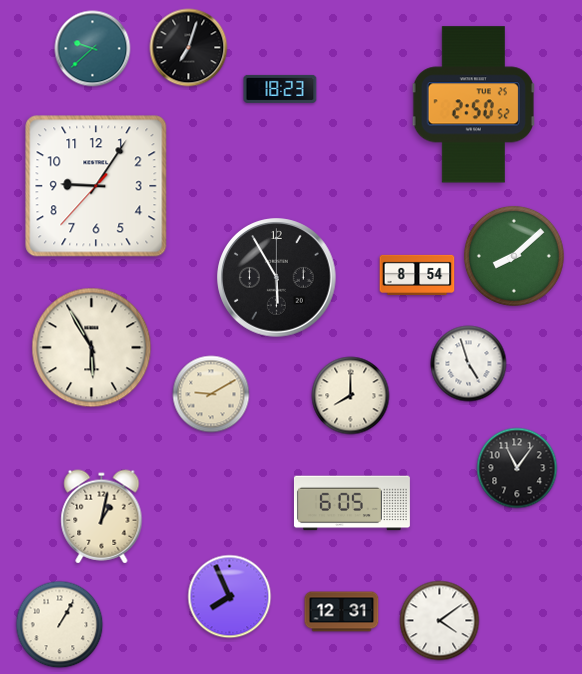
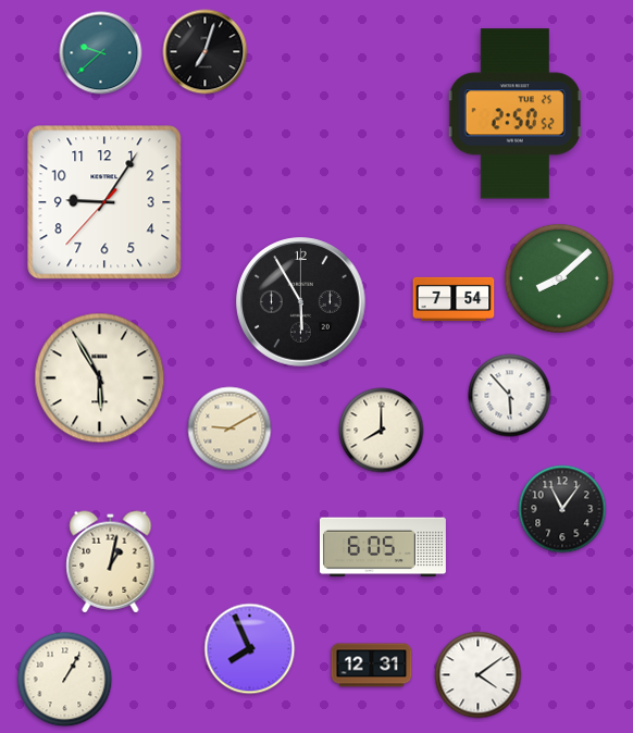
clock at (280, 89): 18:23 -> none
clock at (417, 275): 8:54 -> 7:54
clock at (469, 364): 4:57 -> 5:53
